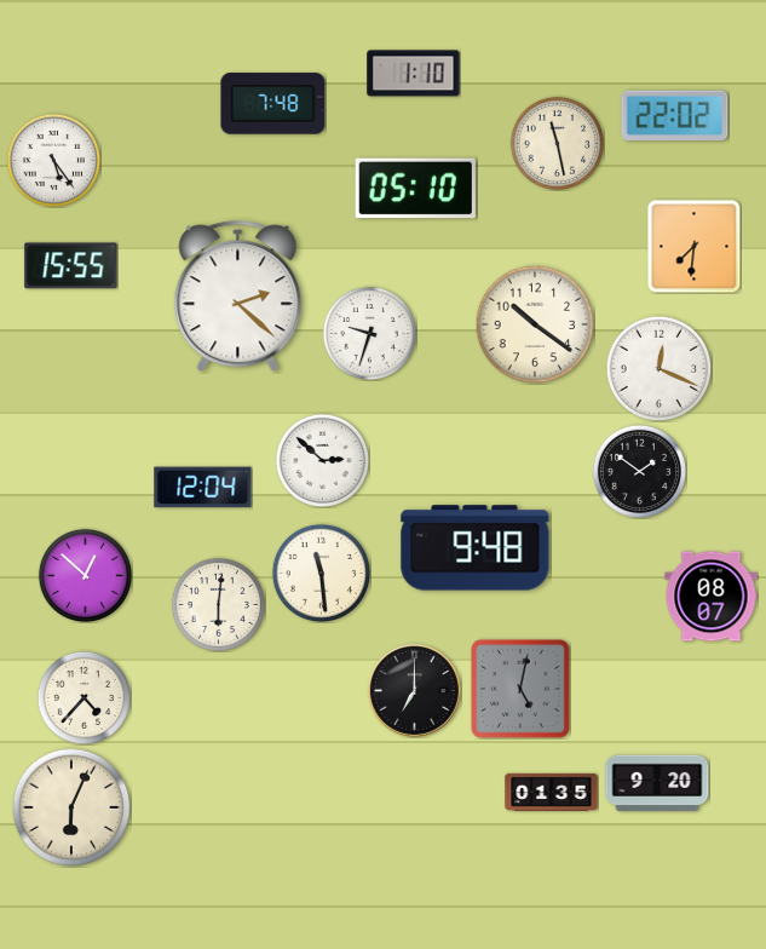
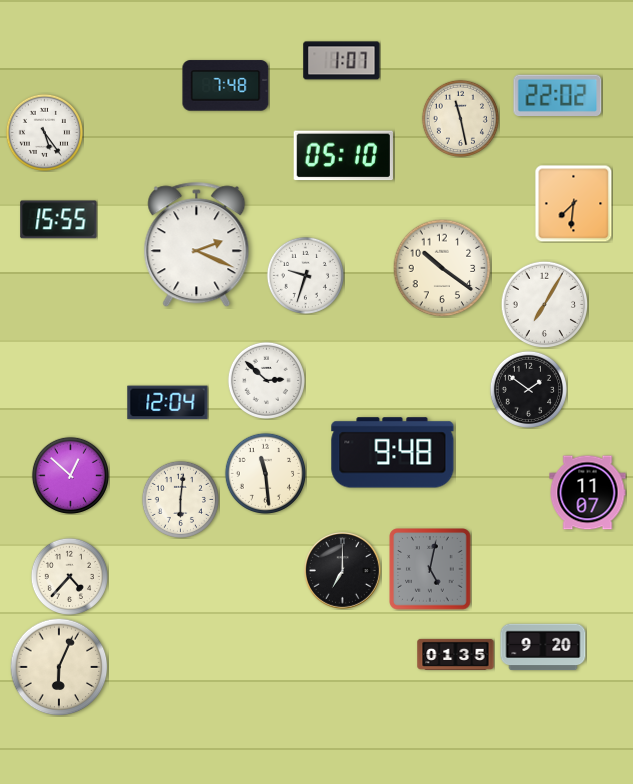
clock at (414, 74): 1:10 -> 1:07
clock at (238, 297): 2:22 -> 2:19
clock at (658, 368): 12:19 -> 7:05
clock at (712, 597): 08:07 -> 11:07
